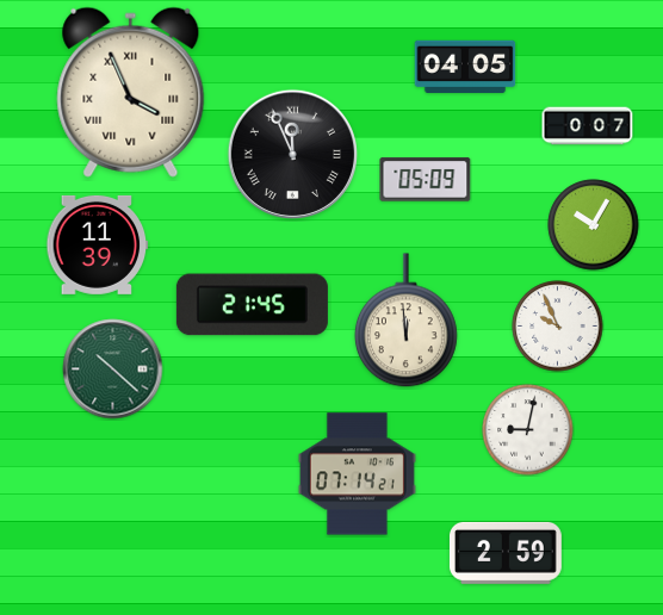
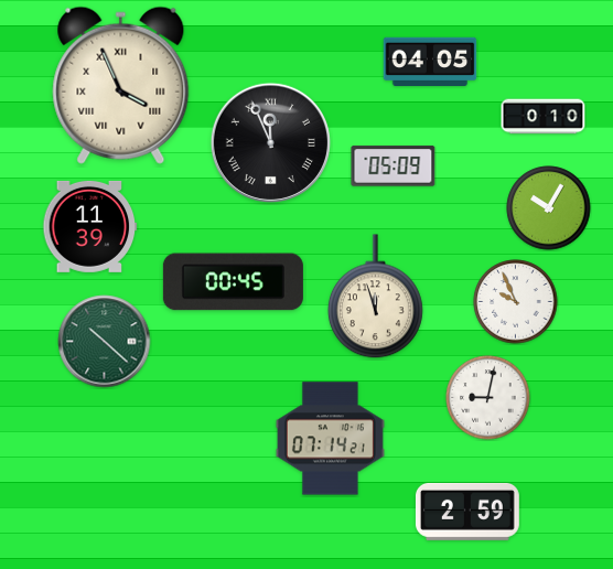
clock at (588, 126): 0:07 -> 0:10
clock at (252, 305): 21:45 -> 00:45
clock at (405, 321): 11:59 -> 11:57
